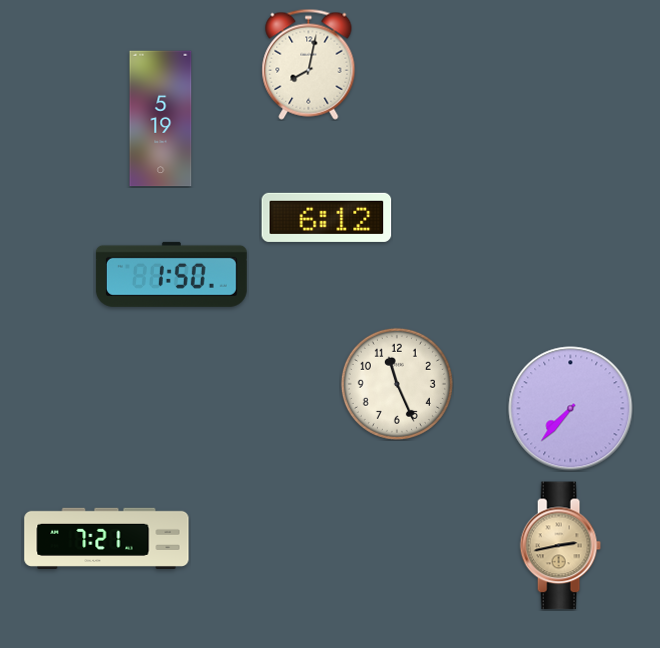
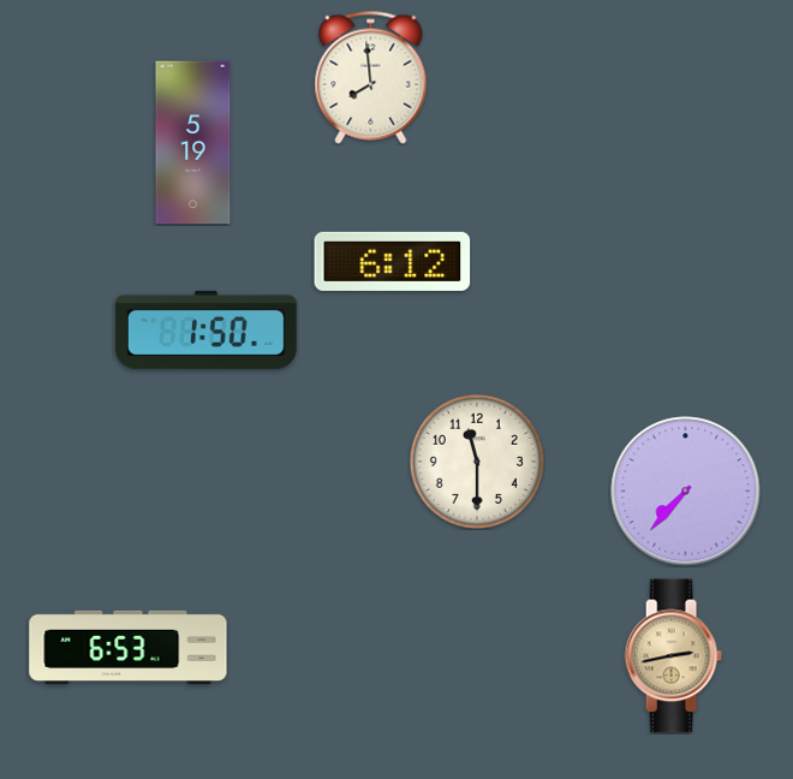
clock at (309, 64): 8:02 -> 7:59
clock at (397, 384): 11:26 -> 11:30
clock at (107, 538): 7:21 -> 6:53
